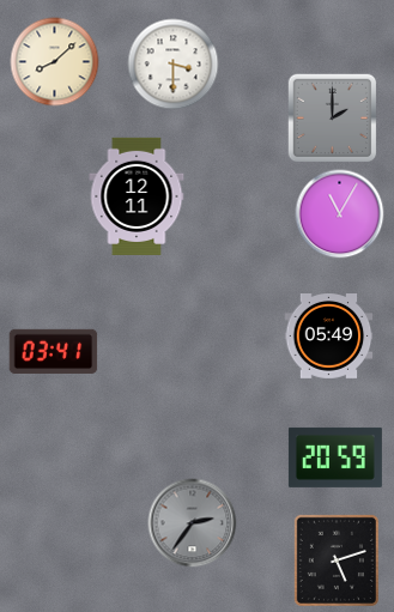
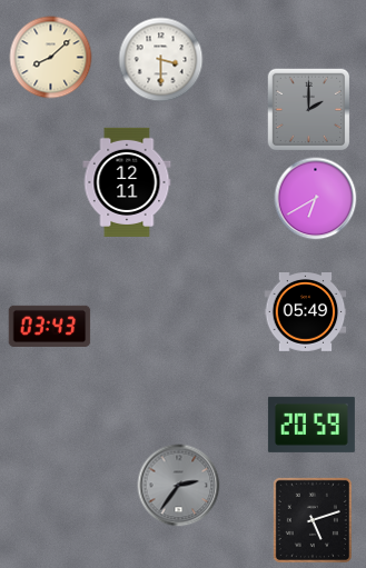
clock at (340, 214): 11:05 -> 6:40
clock at (54, 351): 03:41 -> 03:43
